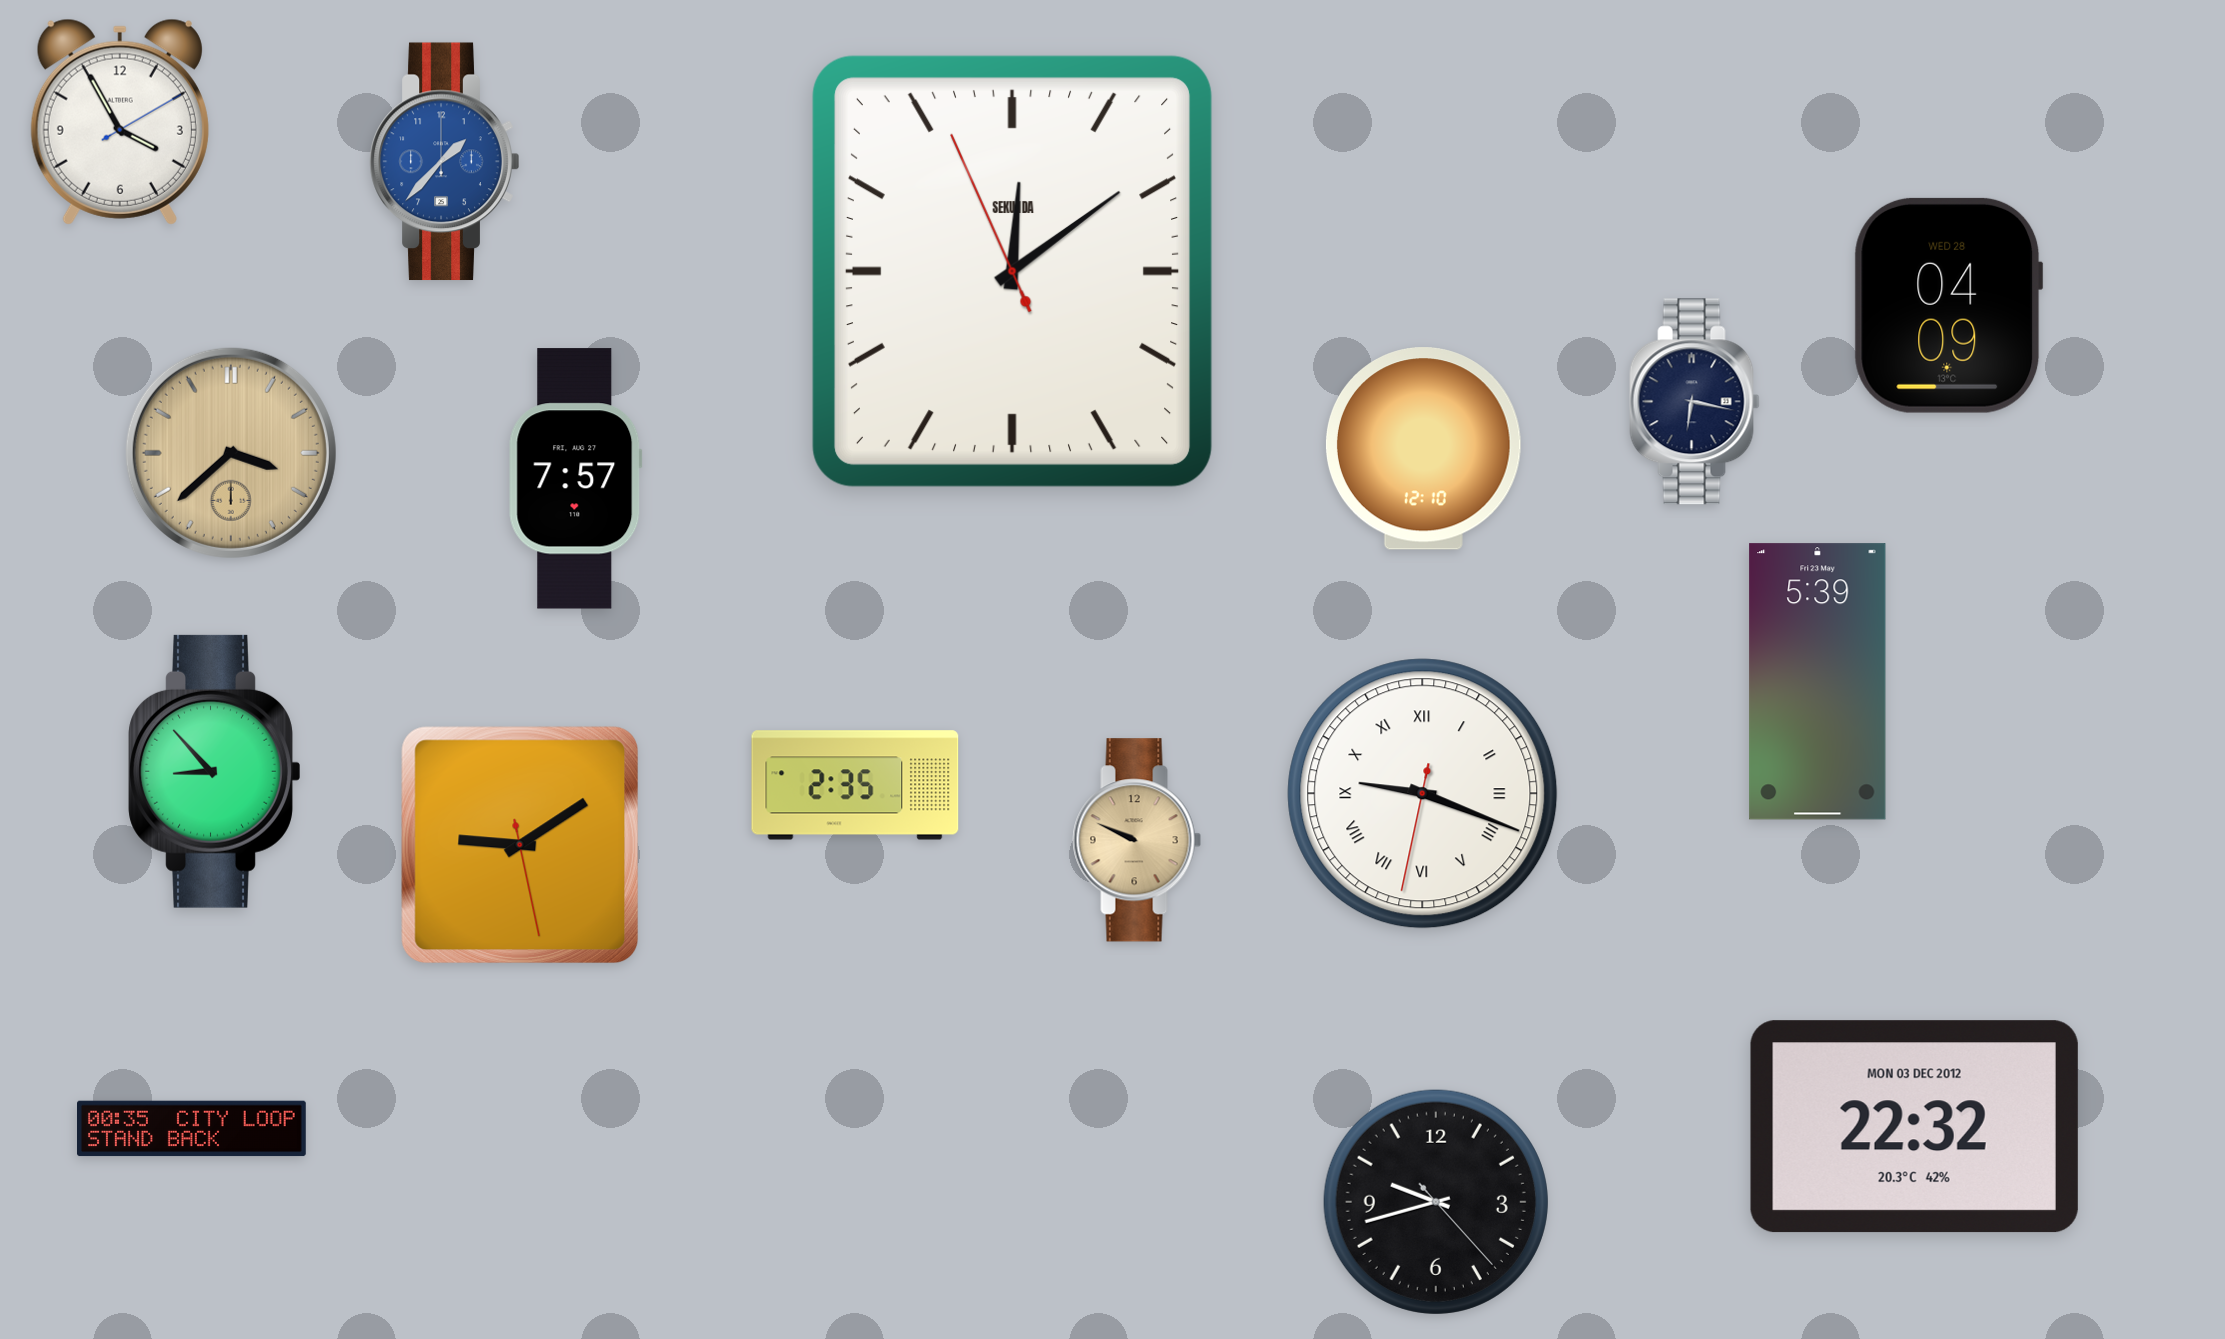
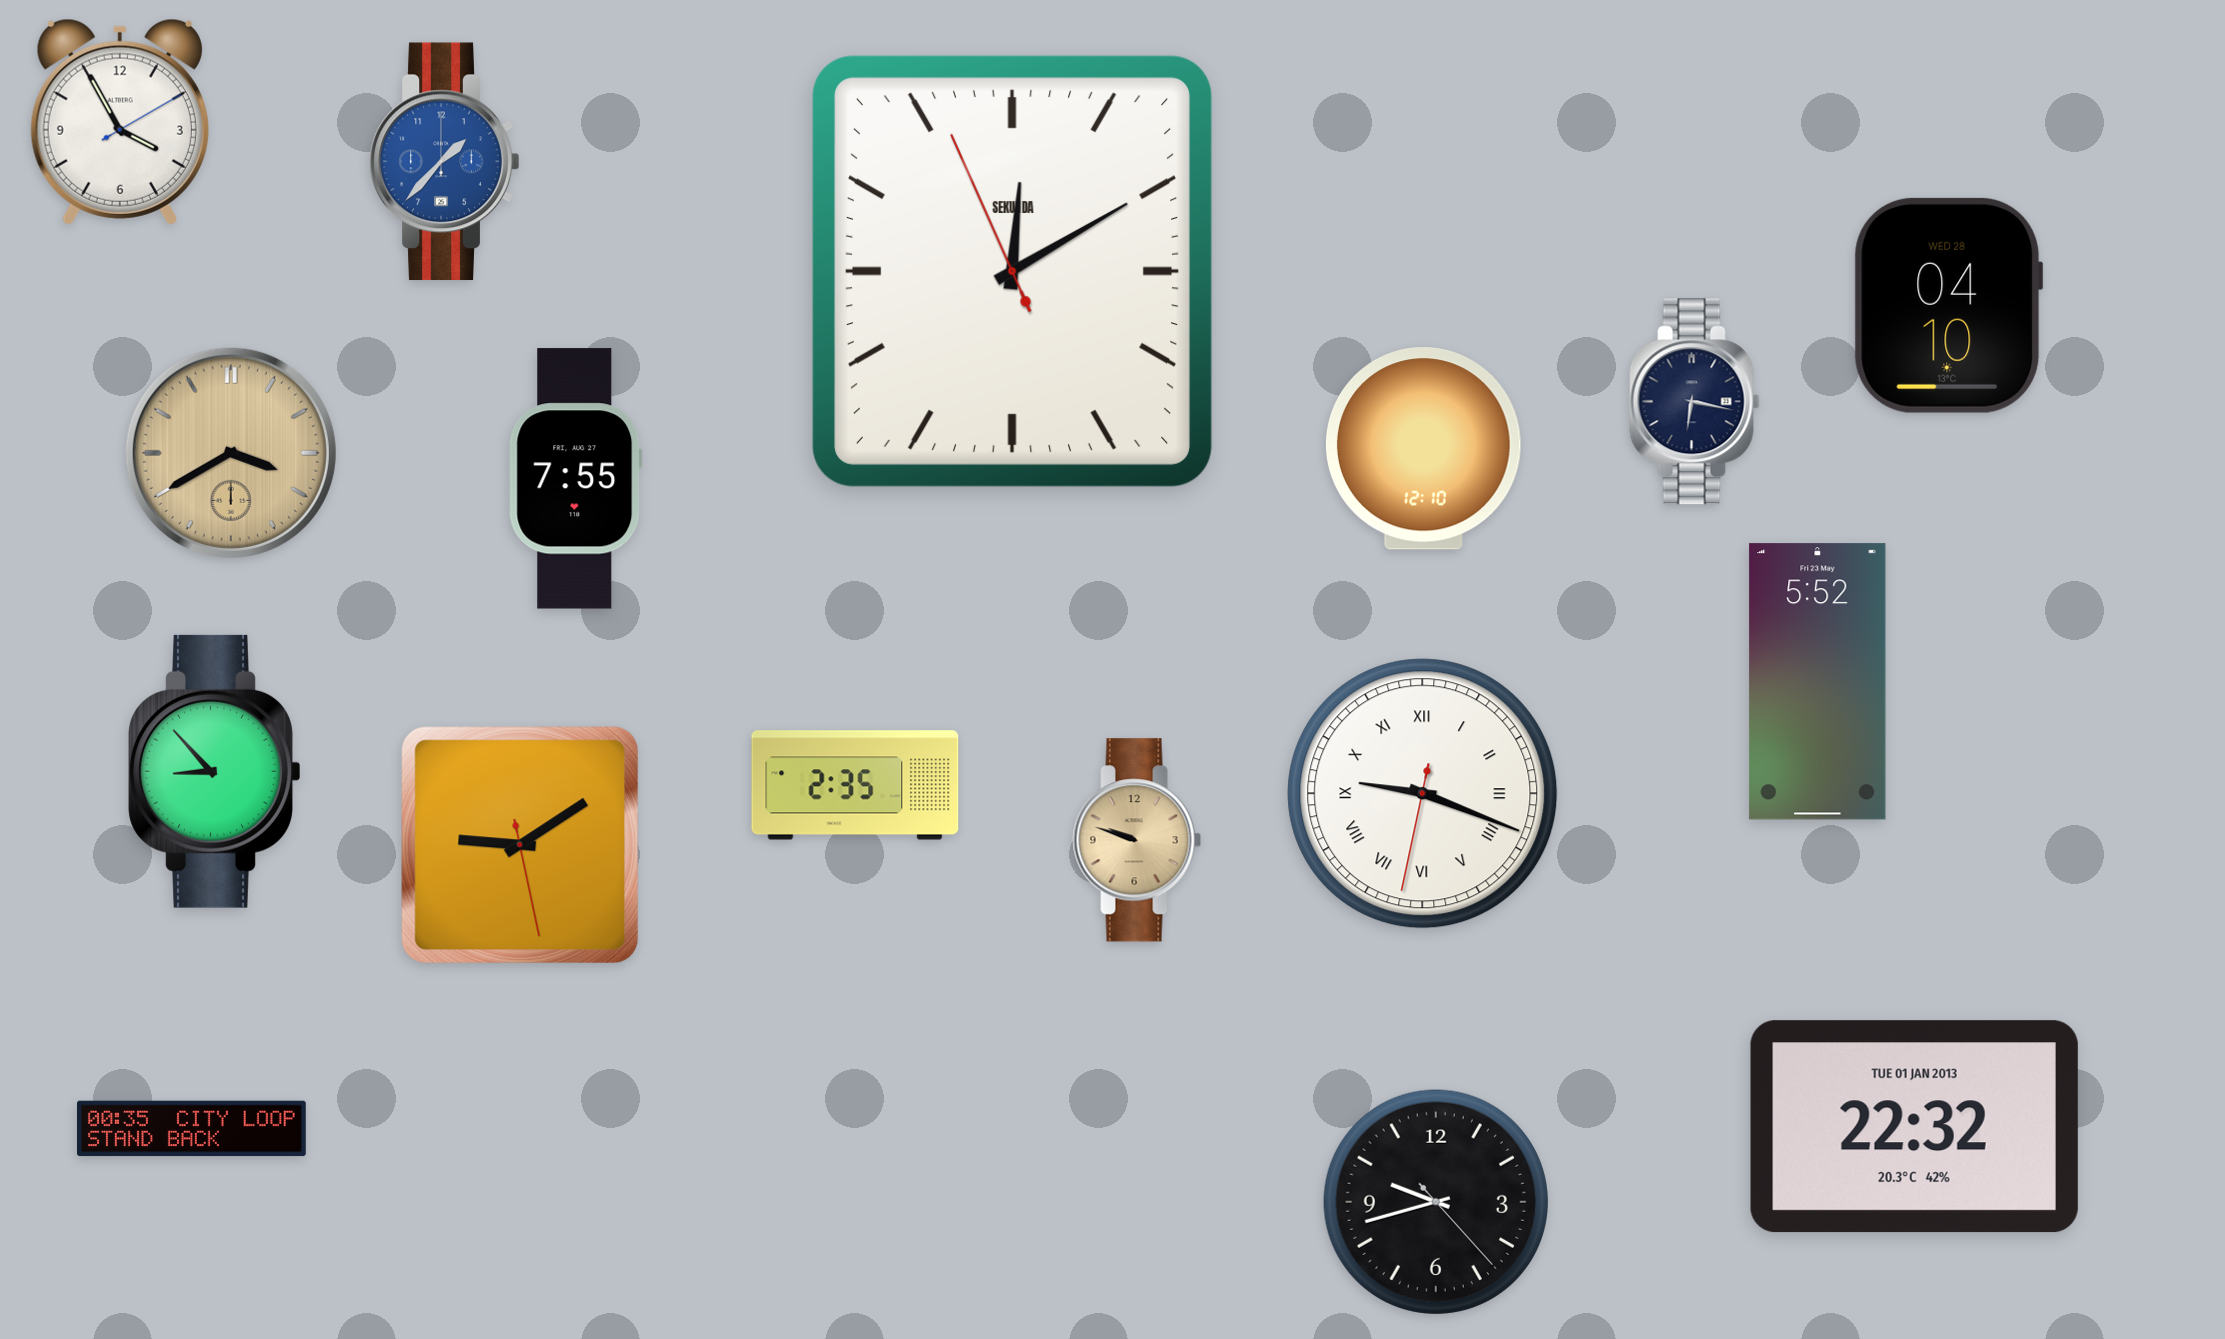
clock at (1012, 271): 12:08 -> 12:09
clock at (1948, 305): 04:09 -> 04:10
clock at (231, 453): 3:38 -> 3:40
clock at (576, 479): 7:57 -> 7:55
clock at (1818, 682): 5:39 -> 5:52
clock at (1137, 840): 9:49 -> 9:48
clock at (1914, 1127) date: MON 03 DEC 2012 -> TUE 01 JAN 2013
